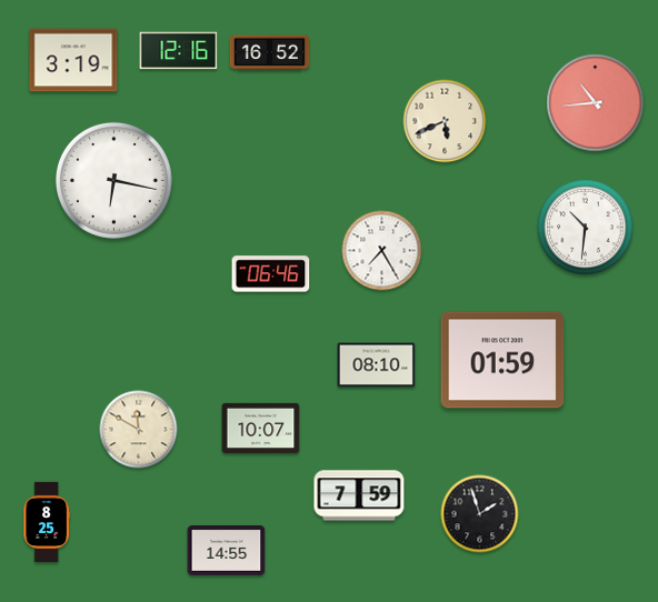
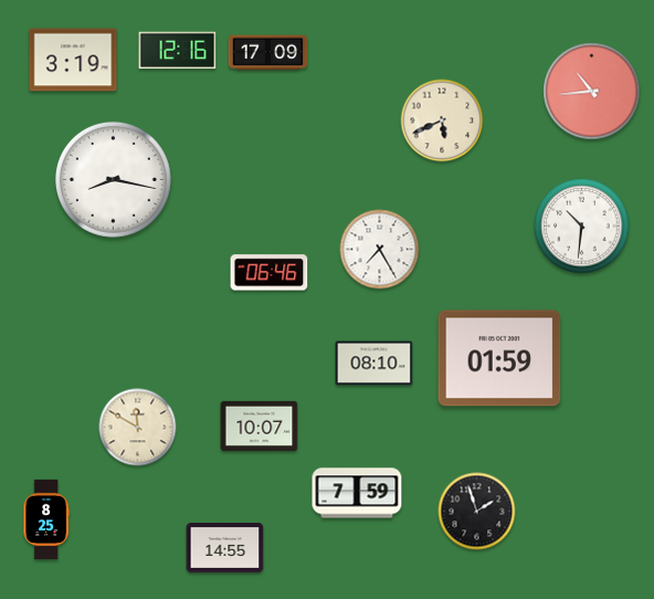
clock at (270, 53): 16:52 -> 17:09
clock at (596, 103) position: (596, 103) -> (592, 92)
clock at (113, 180): 6:17 -> 8:17
